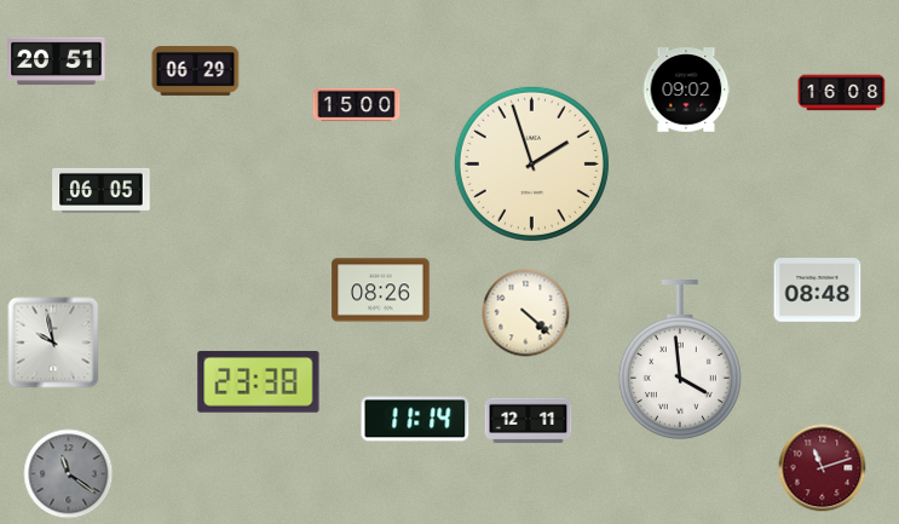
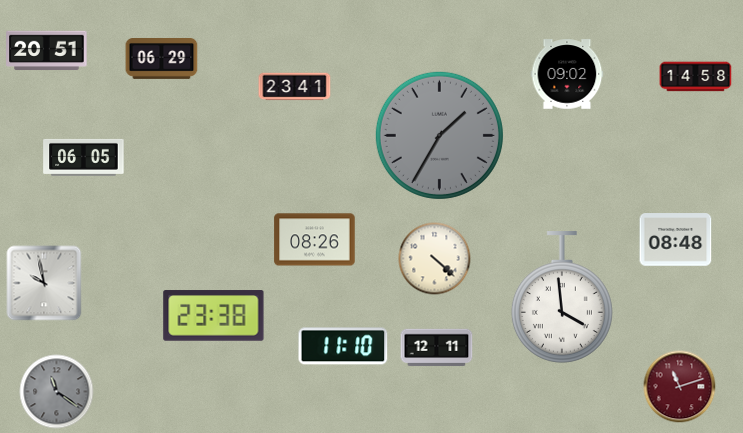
clock at (842, 93): 16:08 -> 14:58
clock at (357, 105): 15:00 -> 23:41
clock at (531, 163): 1:57 -> 1:35
clock at (531, 163) dial: cream -> grey
clock at (415, 419): 11:14 -> 11:10
